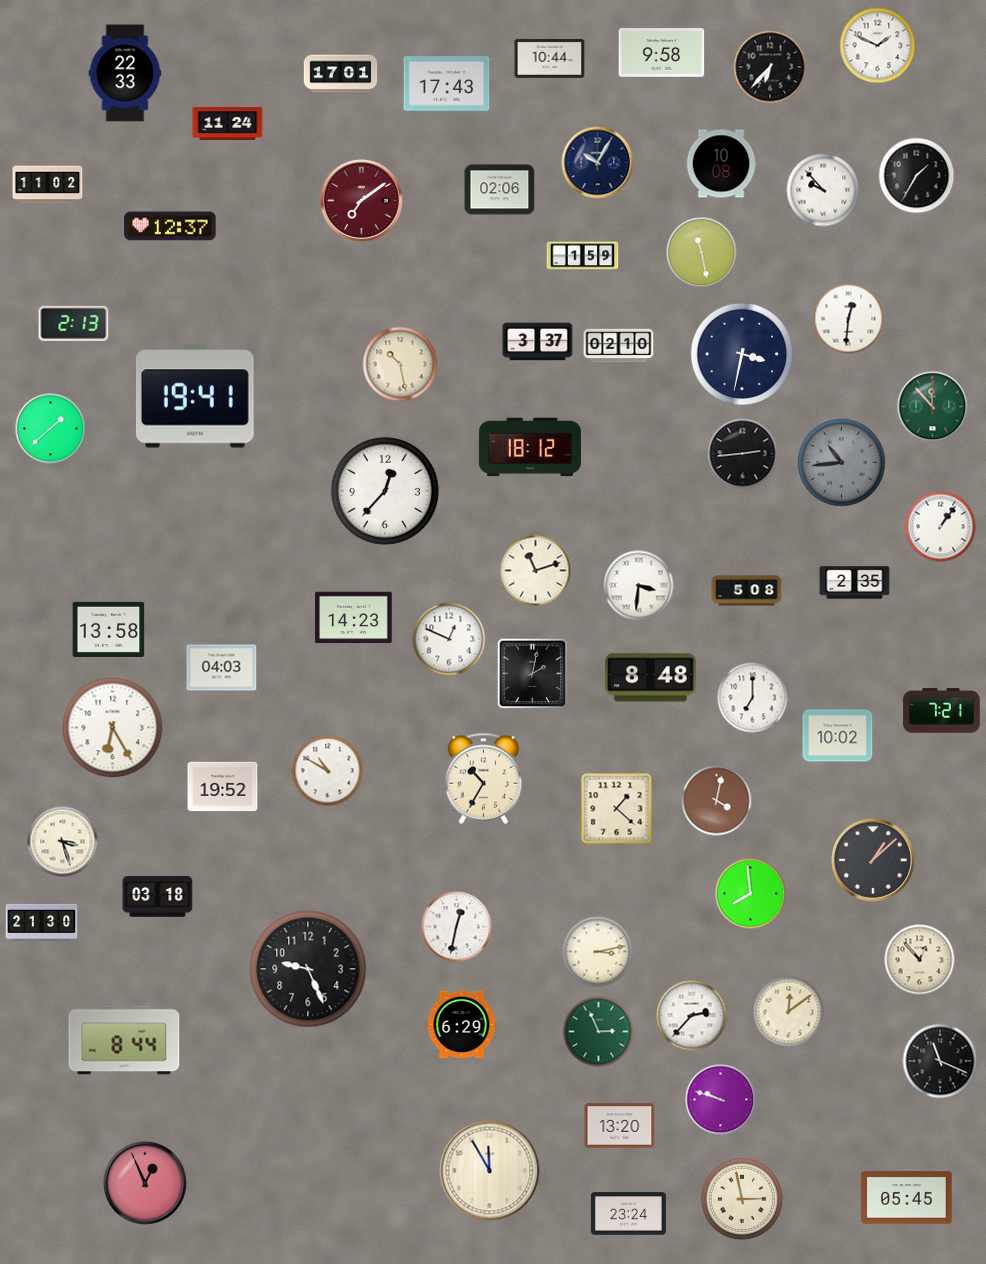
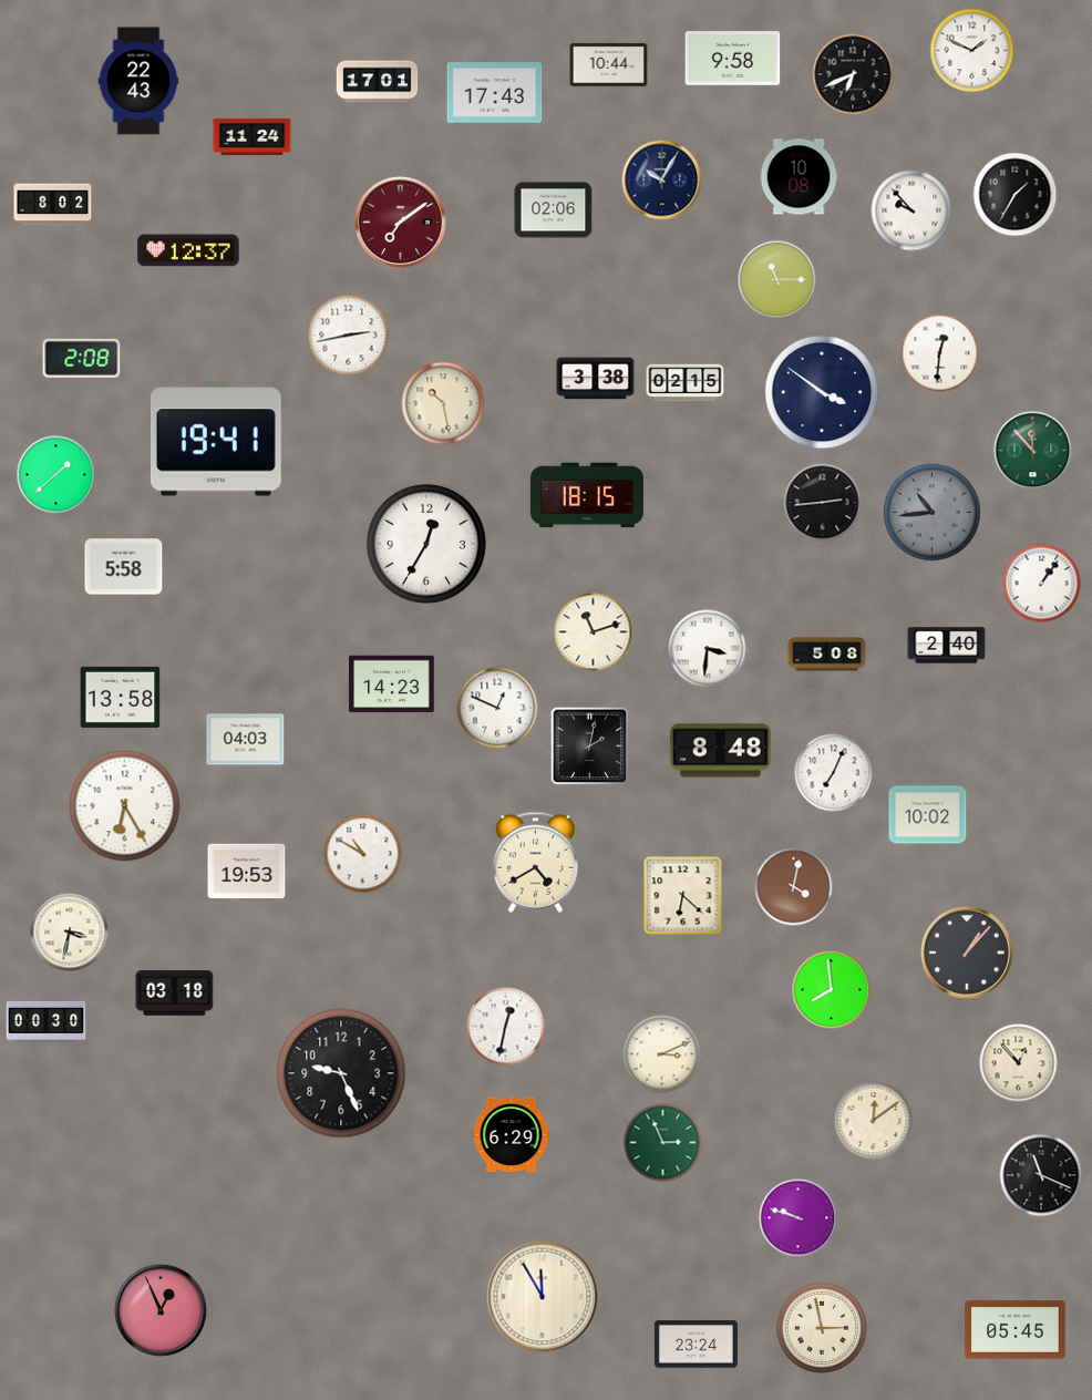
clock at (770, 67): 6:37 -> 6:41
clock at (125, 73): 22:33 -> 22:43
clock at (721, 164) position: (721, 164) -> (799, 177)
clock at (48, 185): 11:02 -> 8:02
clock at (702, 253): 11:28 -> 11:15
clock at (583, 256): 1:59 -> none
clock at (349, 336): none -> 2:43
clock at (74, 323): 2:13 -> 2:08
clock at (538, 342): 3:37 -> 3:38
clock at (619, 346): 02:10 -> 02:15
clock at (742, 354): 3:32 -> 3:51
clock at (530, 447): 18:12 -> 18:15
clock at (385, 491): 12:37 -> 12:35
clock at (124, 567): none -> 5:58
clock at (855, 583): 2:35 -> 2:40
clock at (753, 698): 7:00 -> 7:04
clock at (942, 711): 7:21 -> none
clock at (484, 778): 10:35 -> 4:40
clock at (223, 787): 19:52 -> 19:53
clock at (617, 809): 1:22 -> 6:22
clock at (63, 842): 3:27 -> 3:32
clock at (873, 860): 1:08 -> 1:07
clock at (42, 922): 21:30 -> 00:30
clock at (598, 952): 3:13 -> 3:11
clock at (692, 1016): 2:37 -> none
clock at (124, 1040): 8:44 -> none
clock at (620, 1126): 13:20 -> none
clock at (907, 1198) position: (907, 1198) -> (1016, 1330)
